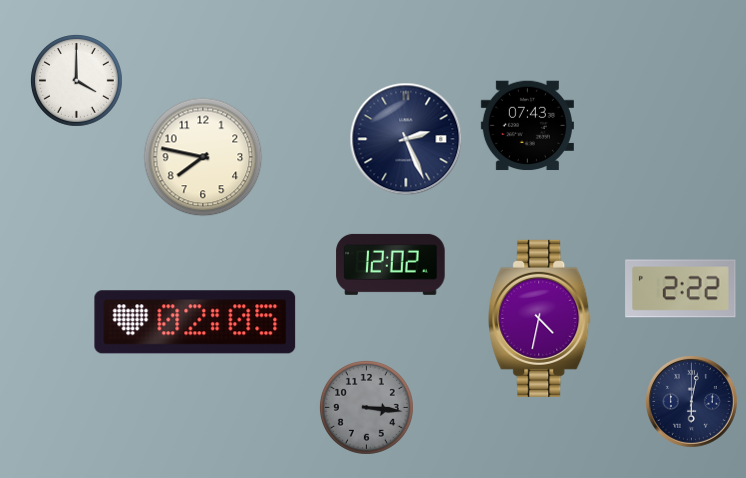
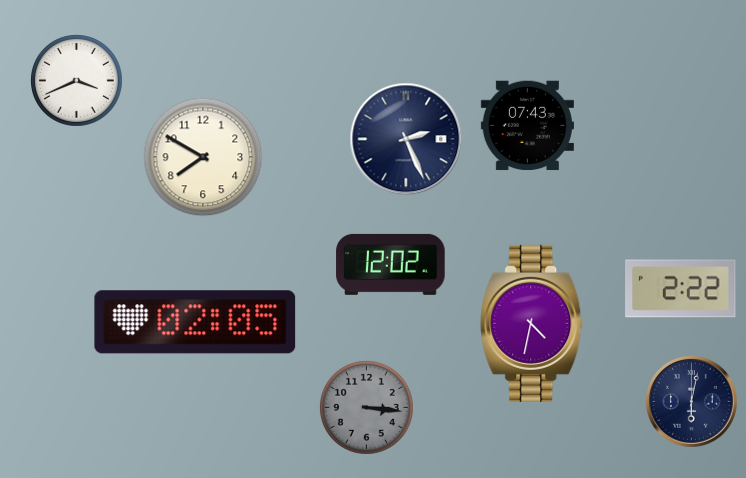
clock at (77, 81): 4:00 -> 3:41
clock at (203, 157): 7:47 -> 7:50
clock at (540, 318) position: (540, 318) -> (532, 323)
